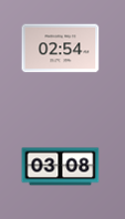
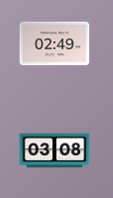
clock at (61, 49): 02:54 -> 02:49
